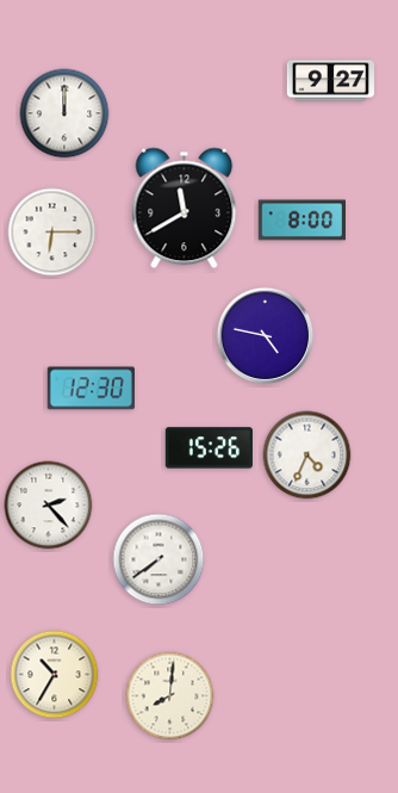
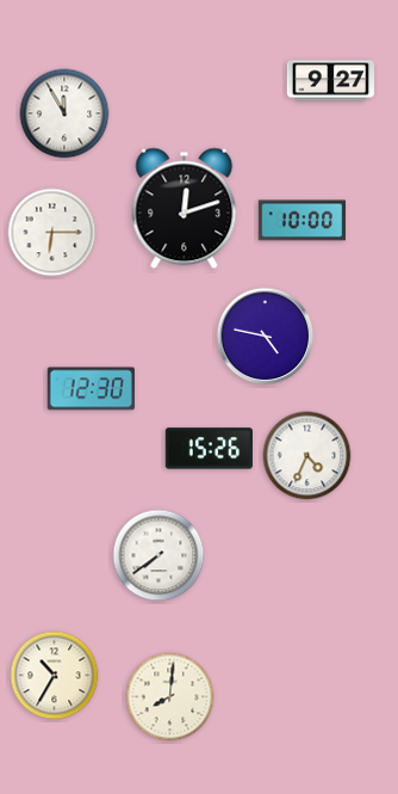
clock at (64, 113): 12:00 -> 11:55
clock at (185, 209): 11:40 -> 12:12
clock at (301, 221): 8:00 -> 10:00
clock at (49, 506): 2:23 -> none
clock at (158, 559) position: (158, 559) -> (158, 555)
